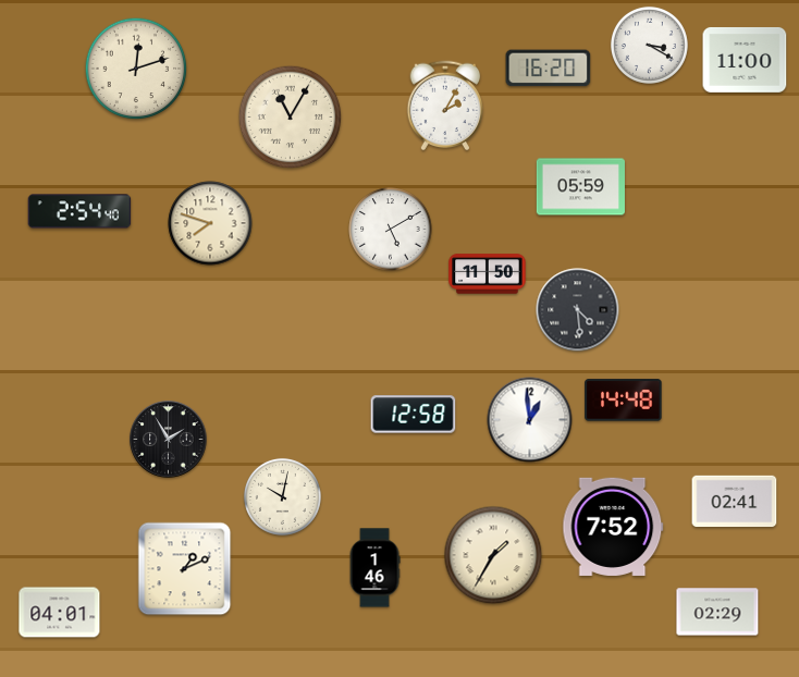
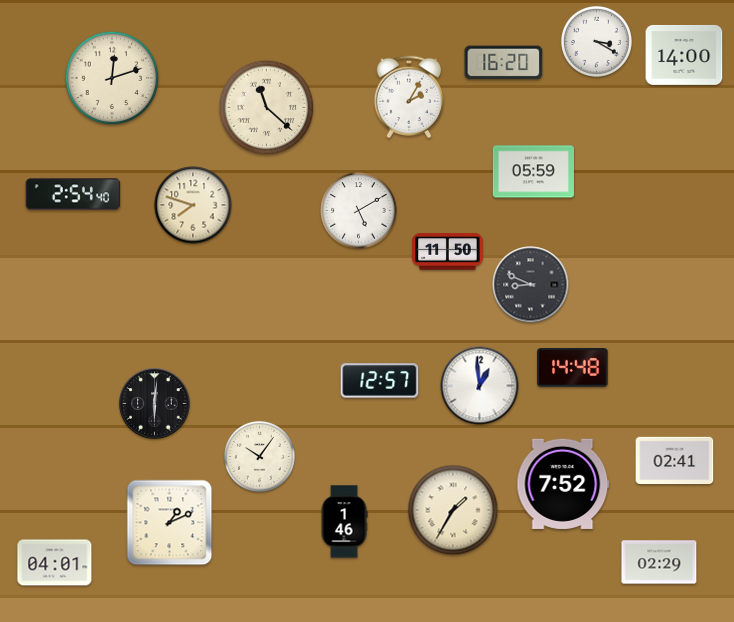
clock at (745, 60): 11:00 -> 14:00
clock at (136, 69) position: (136, 69) -> (112, 78)
clock at (291, 118): 11:05 -> 11:22
clock at (578, 310): 4:29 -> 8:49
clock at (414, 415): 12:58 -> 12:57
clock at (530, 420) position: (530, 420) -> (480, 386)
clock at (169, 440): 1:55 -> 6:01
clock at (282, 496): 10:02 -> 10:06
